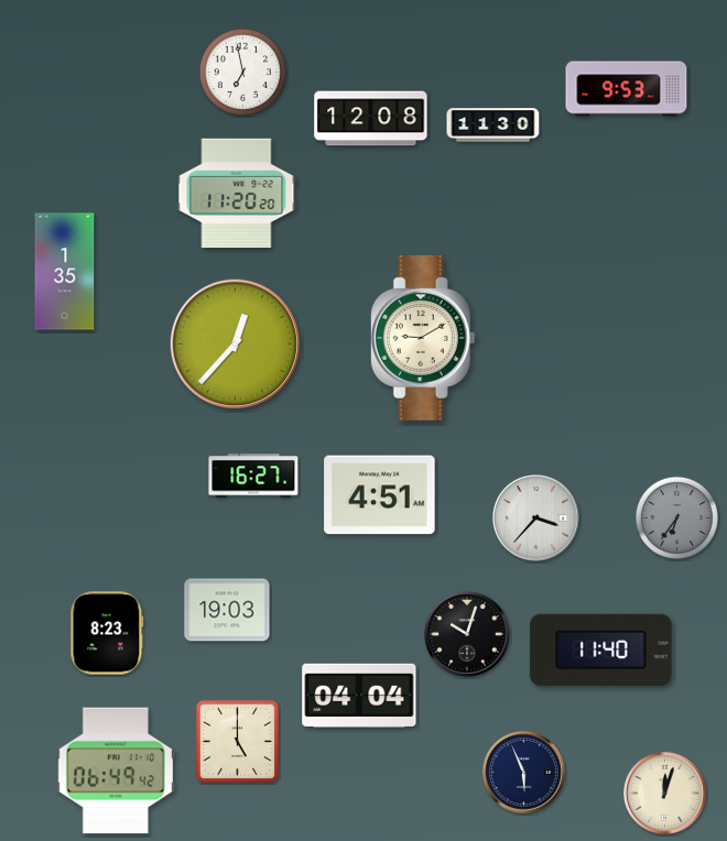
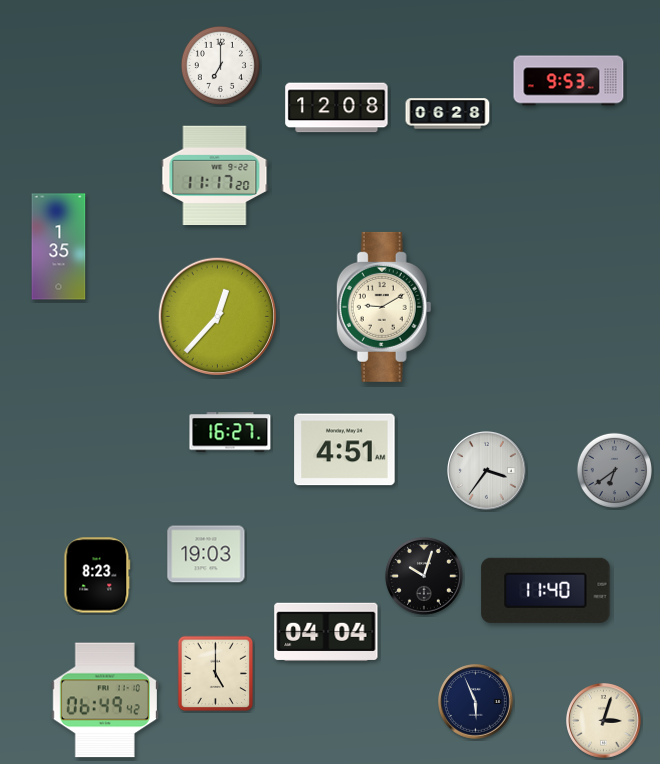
clock at (242, 72): 6:58 -> 7:00
clock at (493, 125): 11:30 -> 06:28
clock at (237, 194): 11:20 -> 11:17
clock at (235, 343) position: (235, 343) -> (217, 316)
clock at (676, 517): 6:36 -> 6:39
clock at (536, 518): 3:37 -> 3:36
clock at (665, 794): 12:03 -> 3:03
